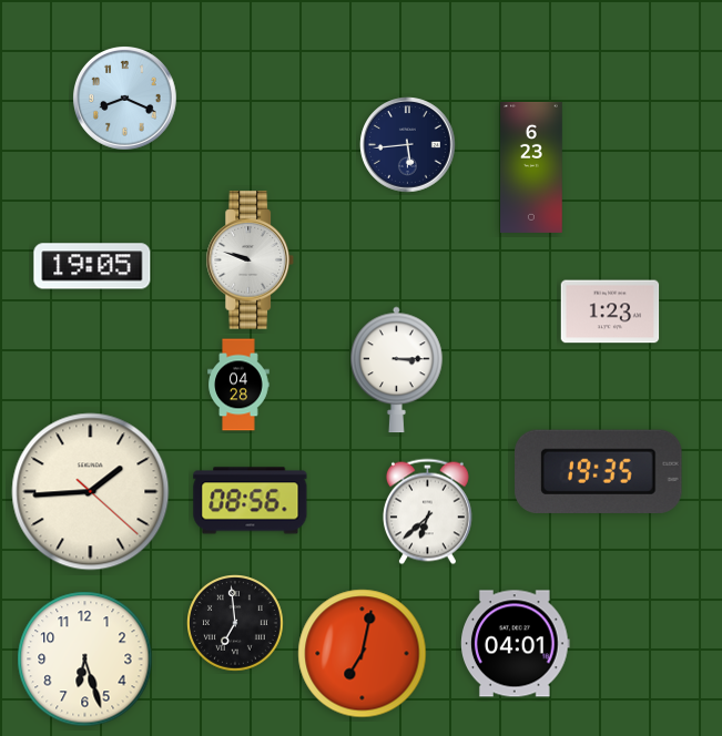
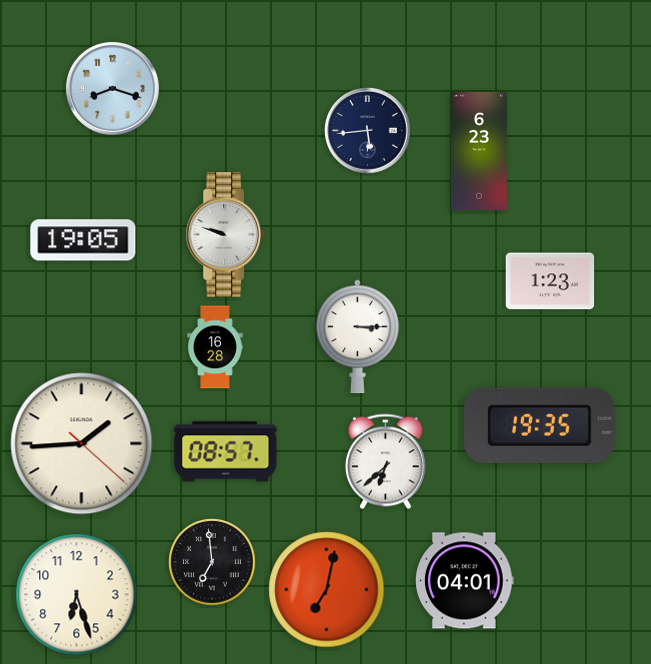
clock at (125, 99): 8:19 -> 8:18
clock at (397, 370) position: (397, 370) -> (358, 337)
clock at (238, 385): 04:28 -> 16:28
clock at (251, 501): 08:56 -> 08:57
